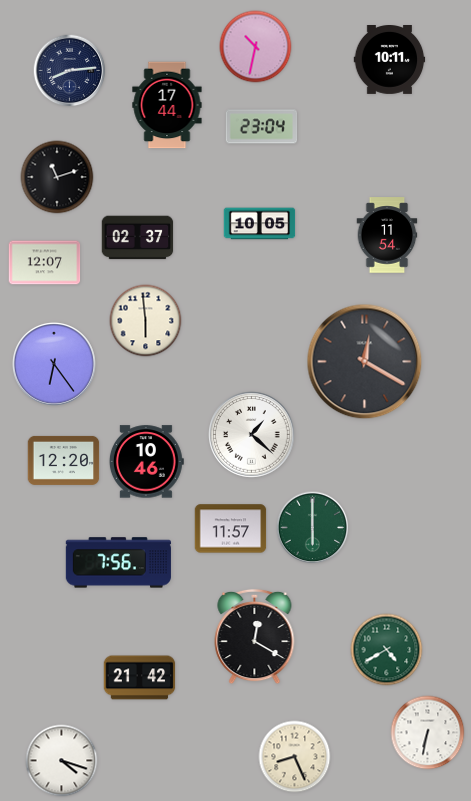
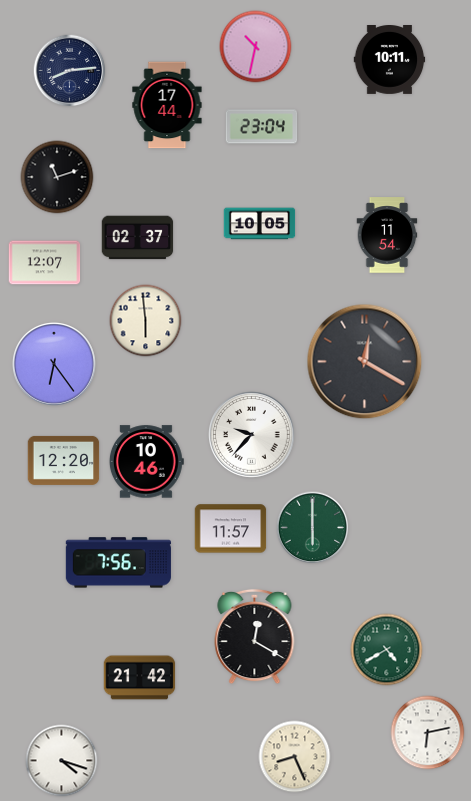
clock at (252, 435): 1:22 -> 9:37
clock at (428, 733): 6:32 -> 6:13
